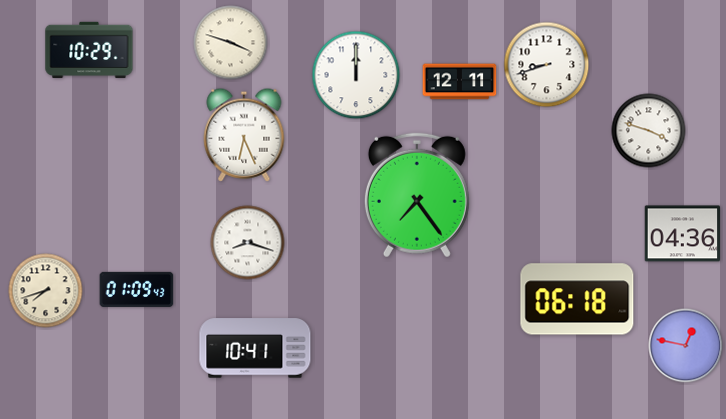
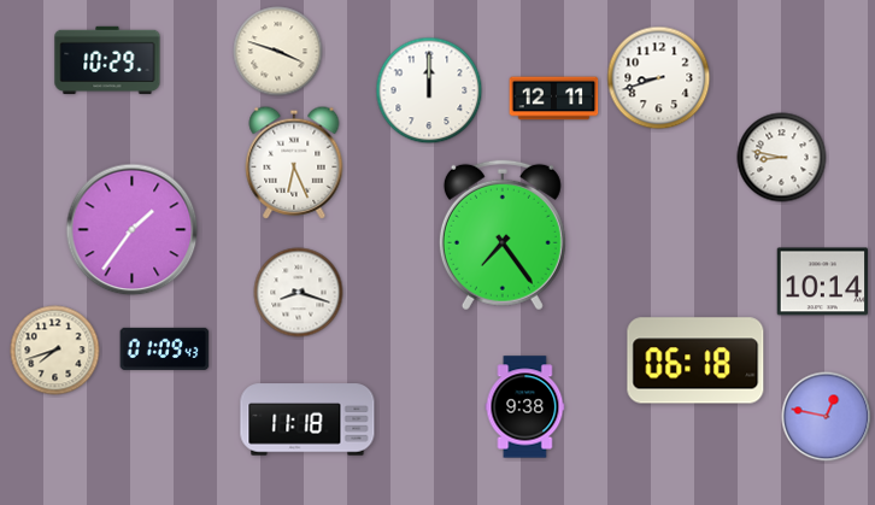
clock at (649, 131): 3:48 -> 8:47
clock at (133, 230): none -> 1:36
clock at (683, 234): 04:36 -> 10:14
clock at (525, 407): none -> 9:38
clock at (255, 348): 10:41 -> 11:18
